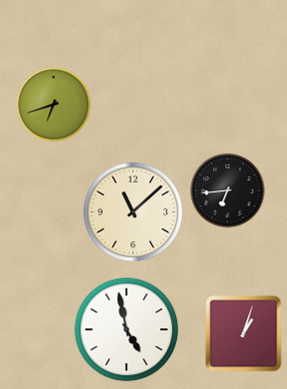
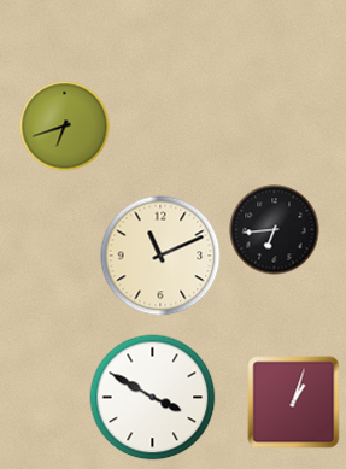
clock at (133, 212): 11:08 -> 11:11
clock at (127, 330): 4:58 -> 3:50
